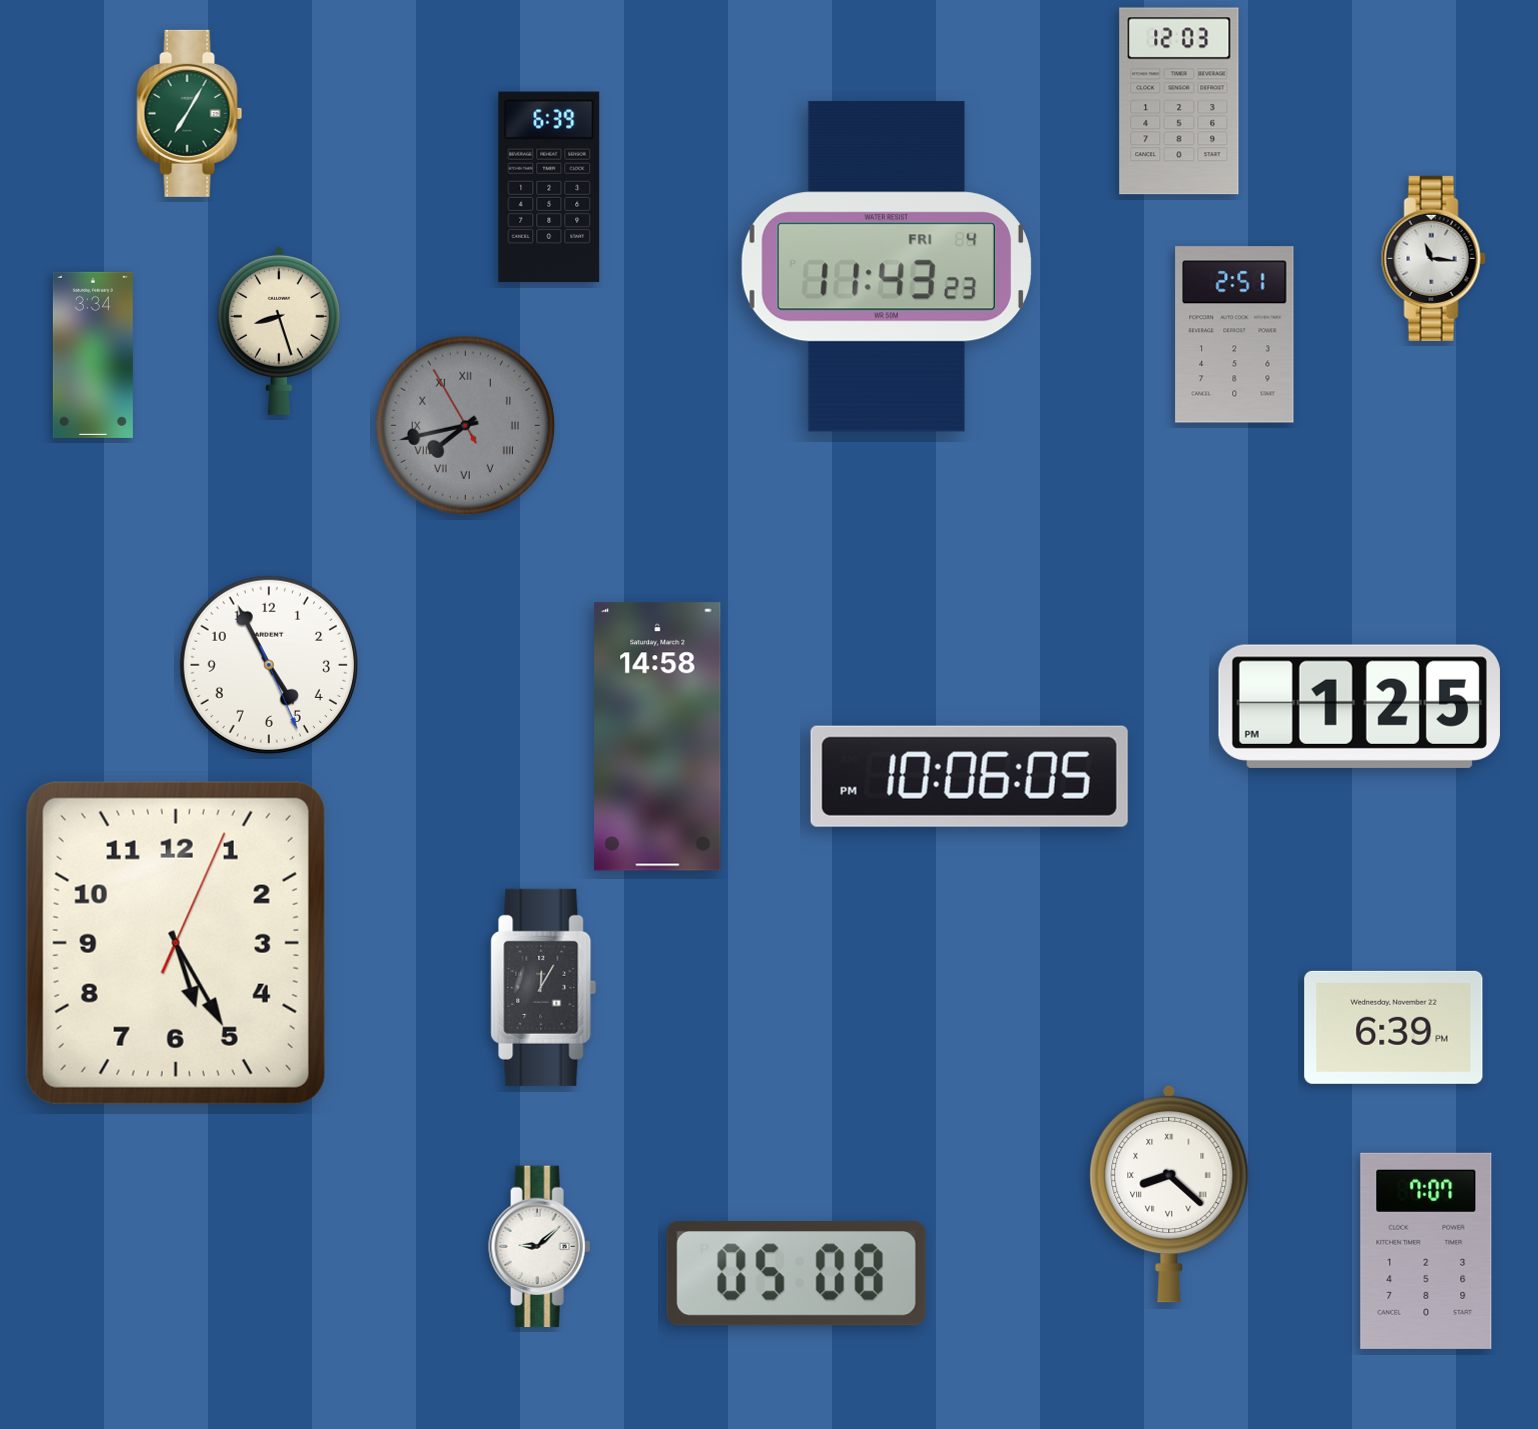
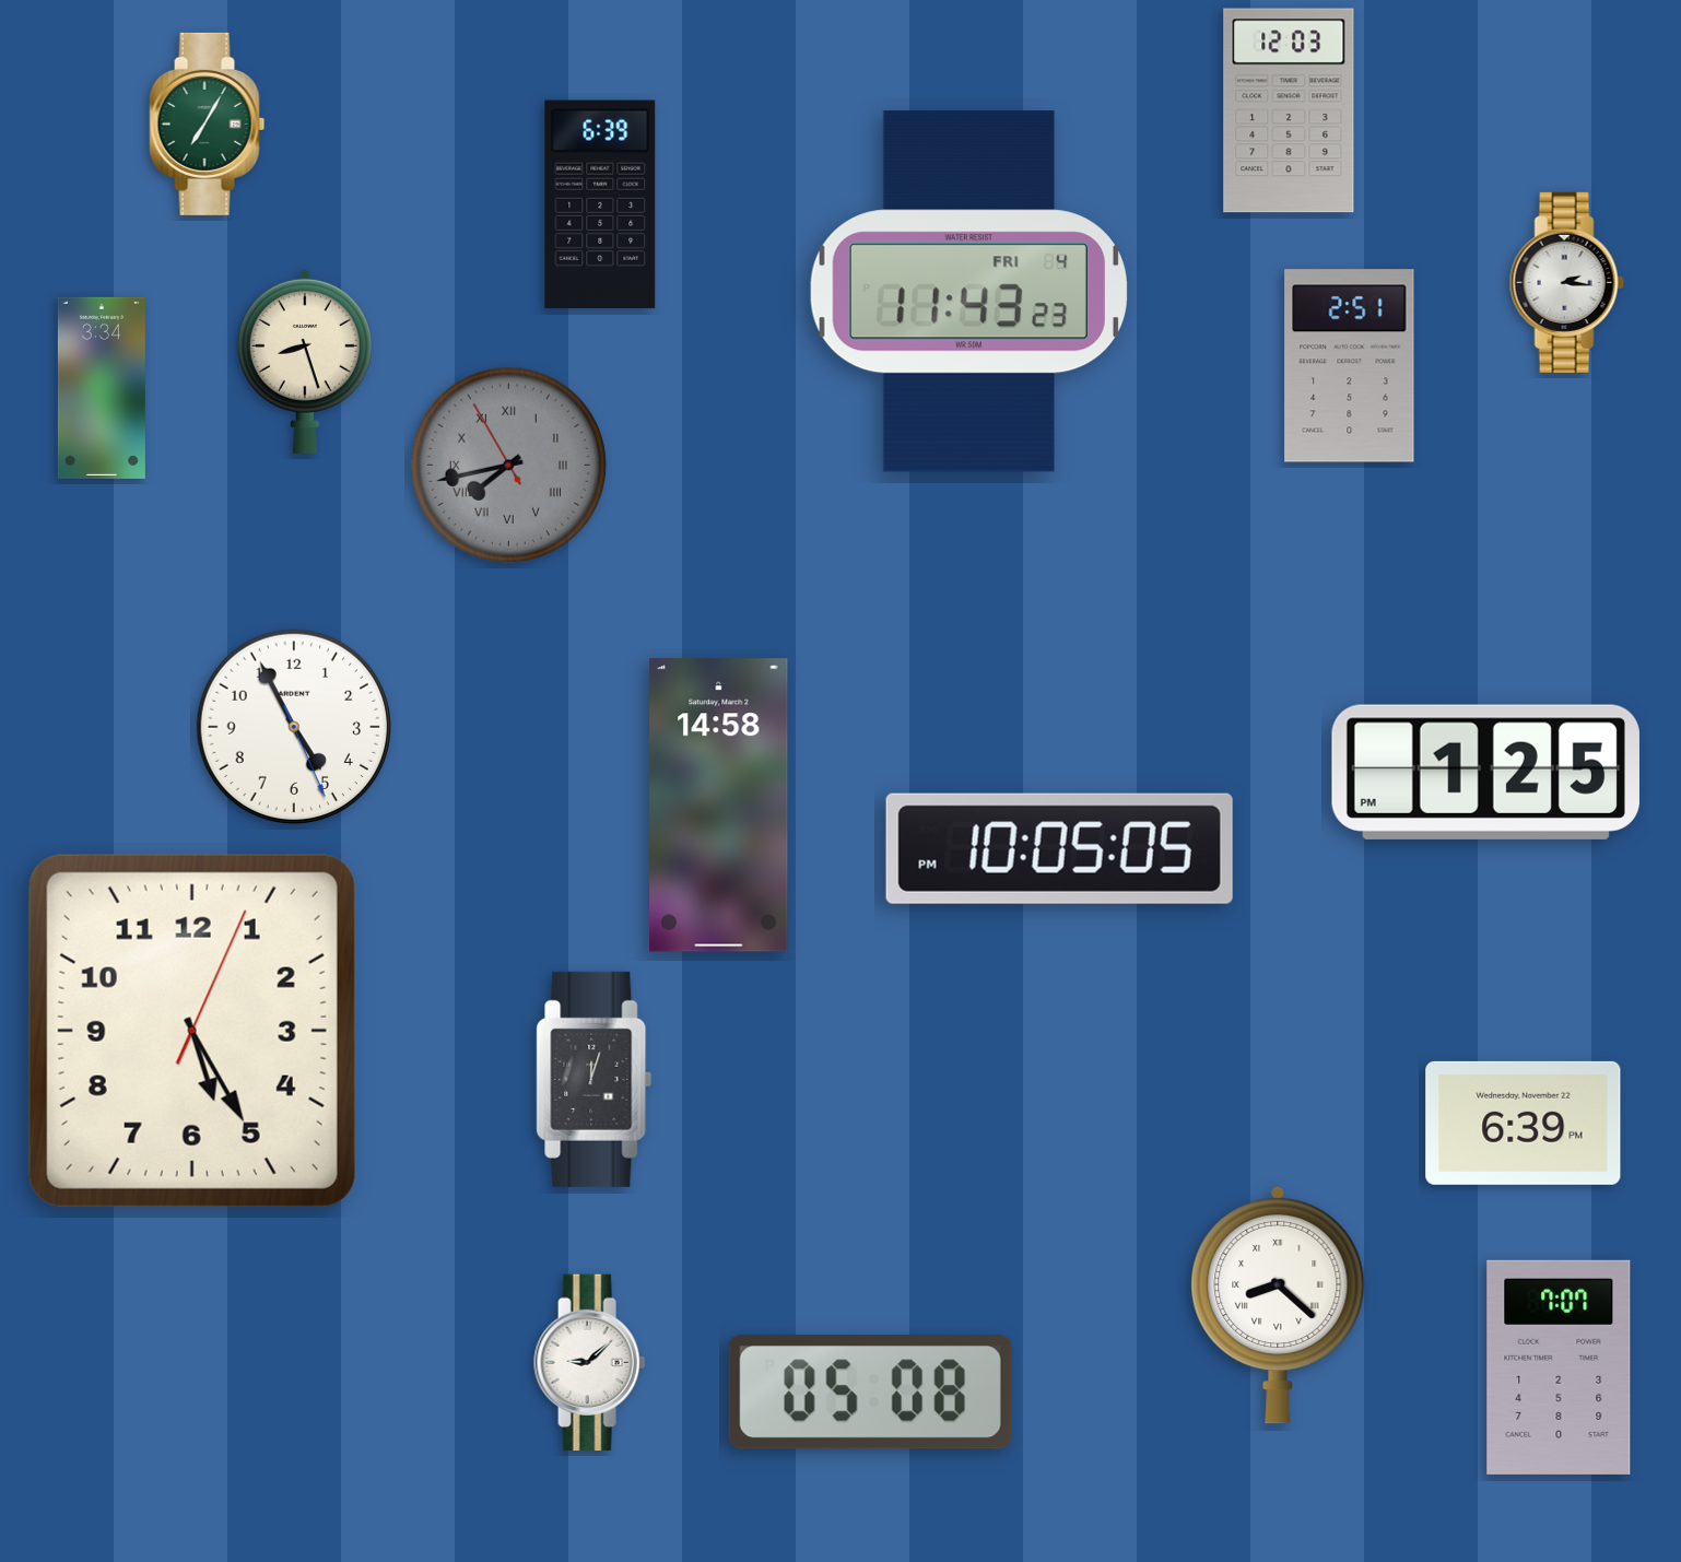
clock at (1433, 258): 11:16 -> 2:16
clock at (969, 776): 10:06 -> 10:05
clock at (544, 987): 12:05 -> 12:03
